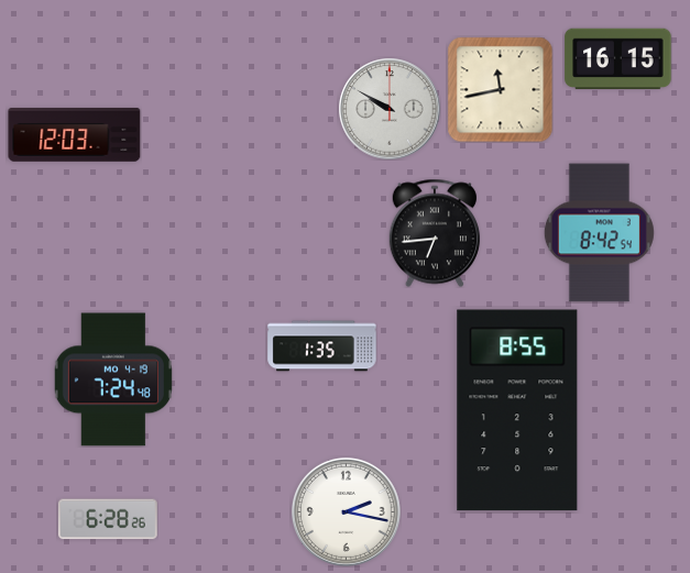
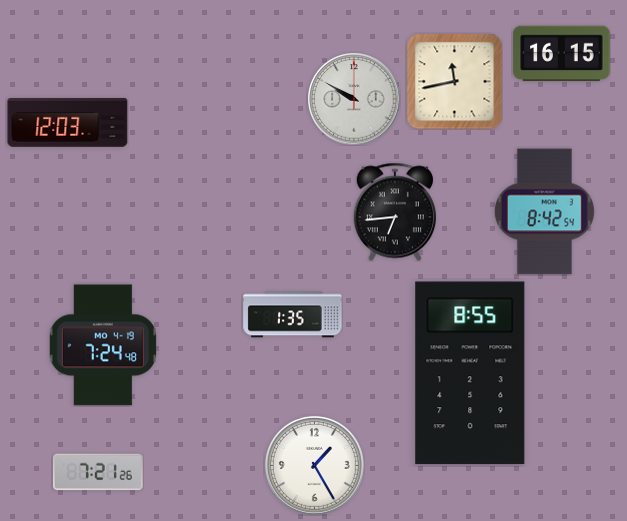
clock at (346, 511): 2:17 -> 1:25
clock at (108, 519): 6:28 -> 7:21
